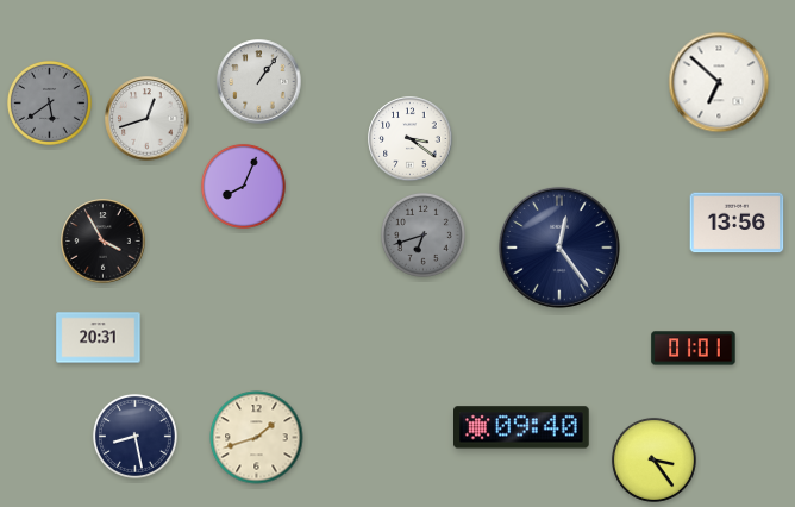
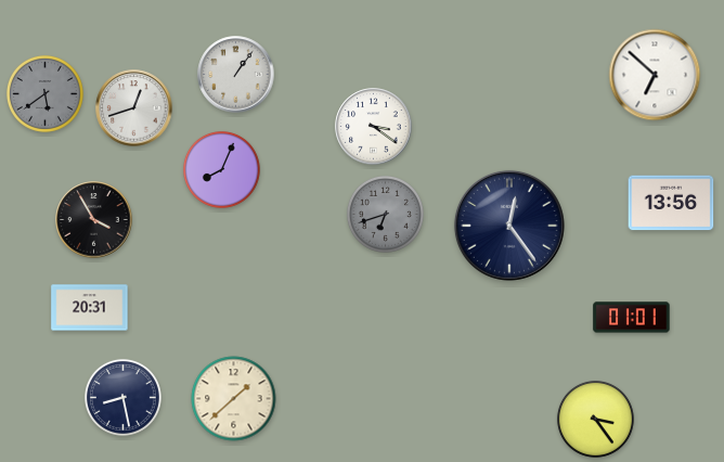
clock at (522, 427): 09:40 -> none
clock at (257, 438): 1:42 -> 1:38
